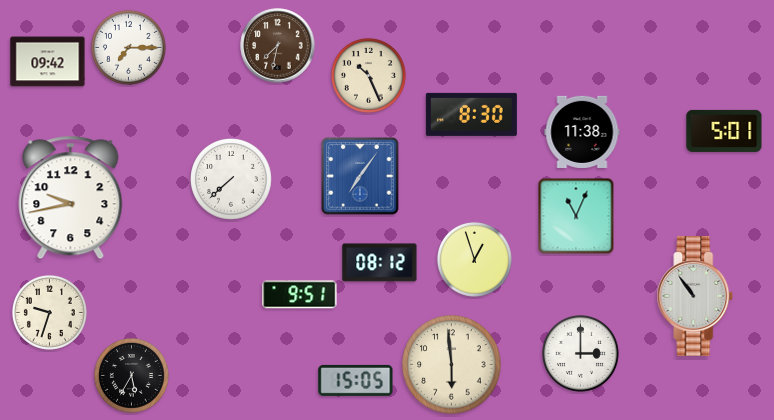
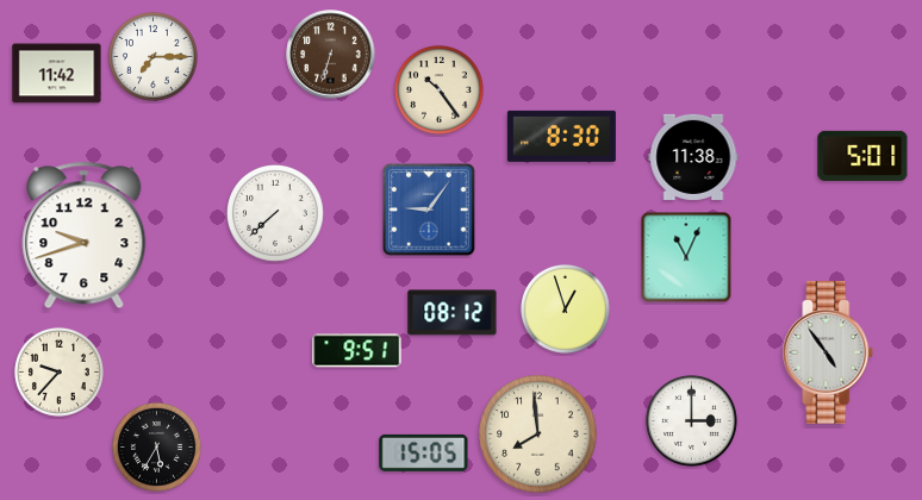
clock at (278, 46): 7:32 -> 6:33
clock at (48, 62): 09:42 -> 11:42
clock at (368, 75): 10:26 -> 10:24
clock at (360, 176): 7:06 -> 9:06
clock at (71, 198): 9:43 -> 9:42
clock at (695, 297): 10:54 -> 4:54
clock at (49, 312): 9:33 -> 9:37
clock at (452, 365): 5:59 -> 7:59
